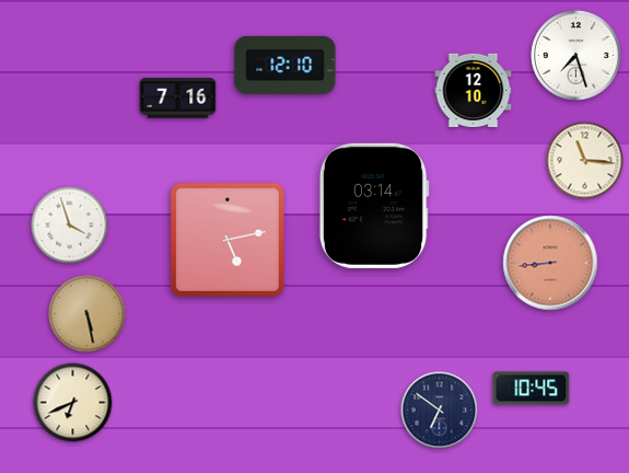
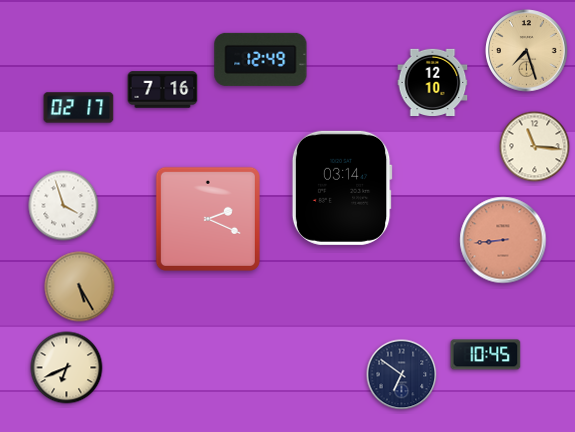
clock at (576, 56) dial: white -> champagne
clock at (286, 65): 12:10 -> 12:49
clock at (79, 108): none -> 02:17
clock at (228, 240): 5:13 -> 2:19
clock at (88, 314): 5:28 -> 5:25
